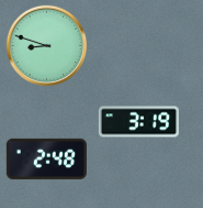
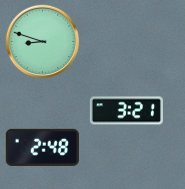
clock at (138, 122): 3:19 -> 3:21
clock at (46, 158) position: (46, 158) -> (42, 147)
